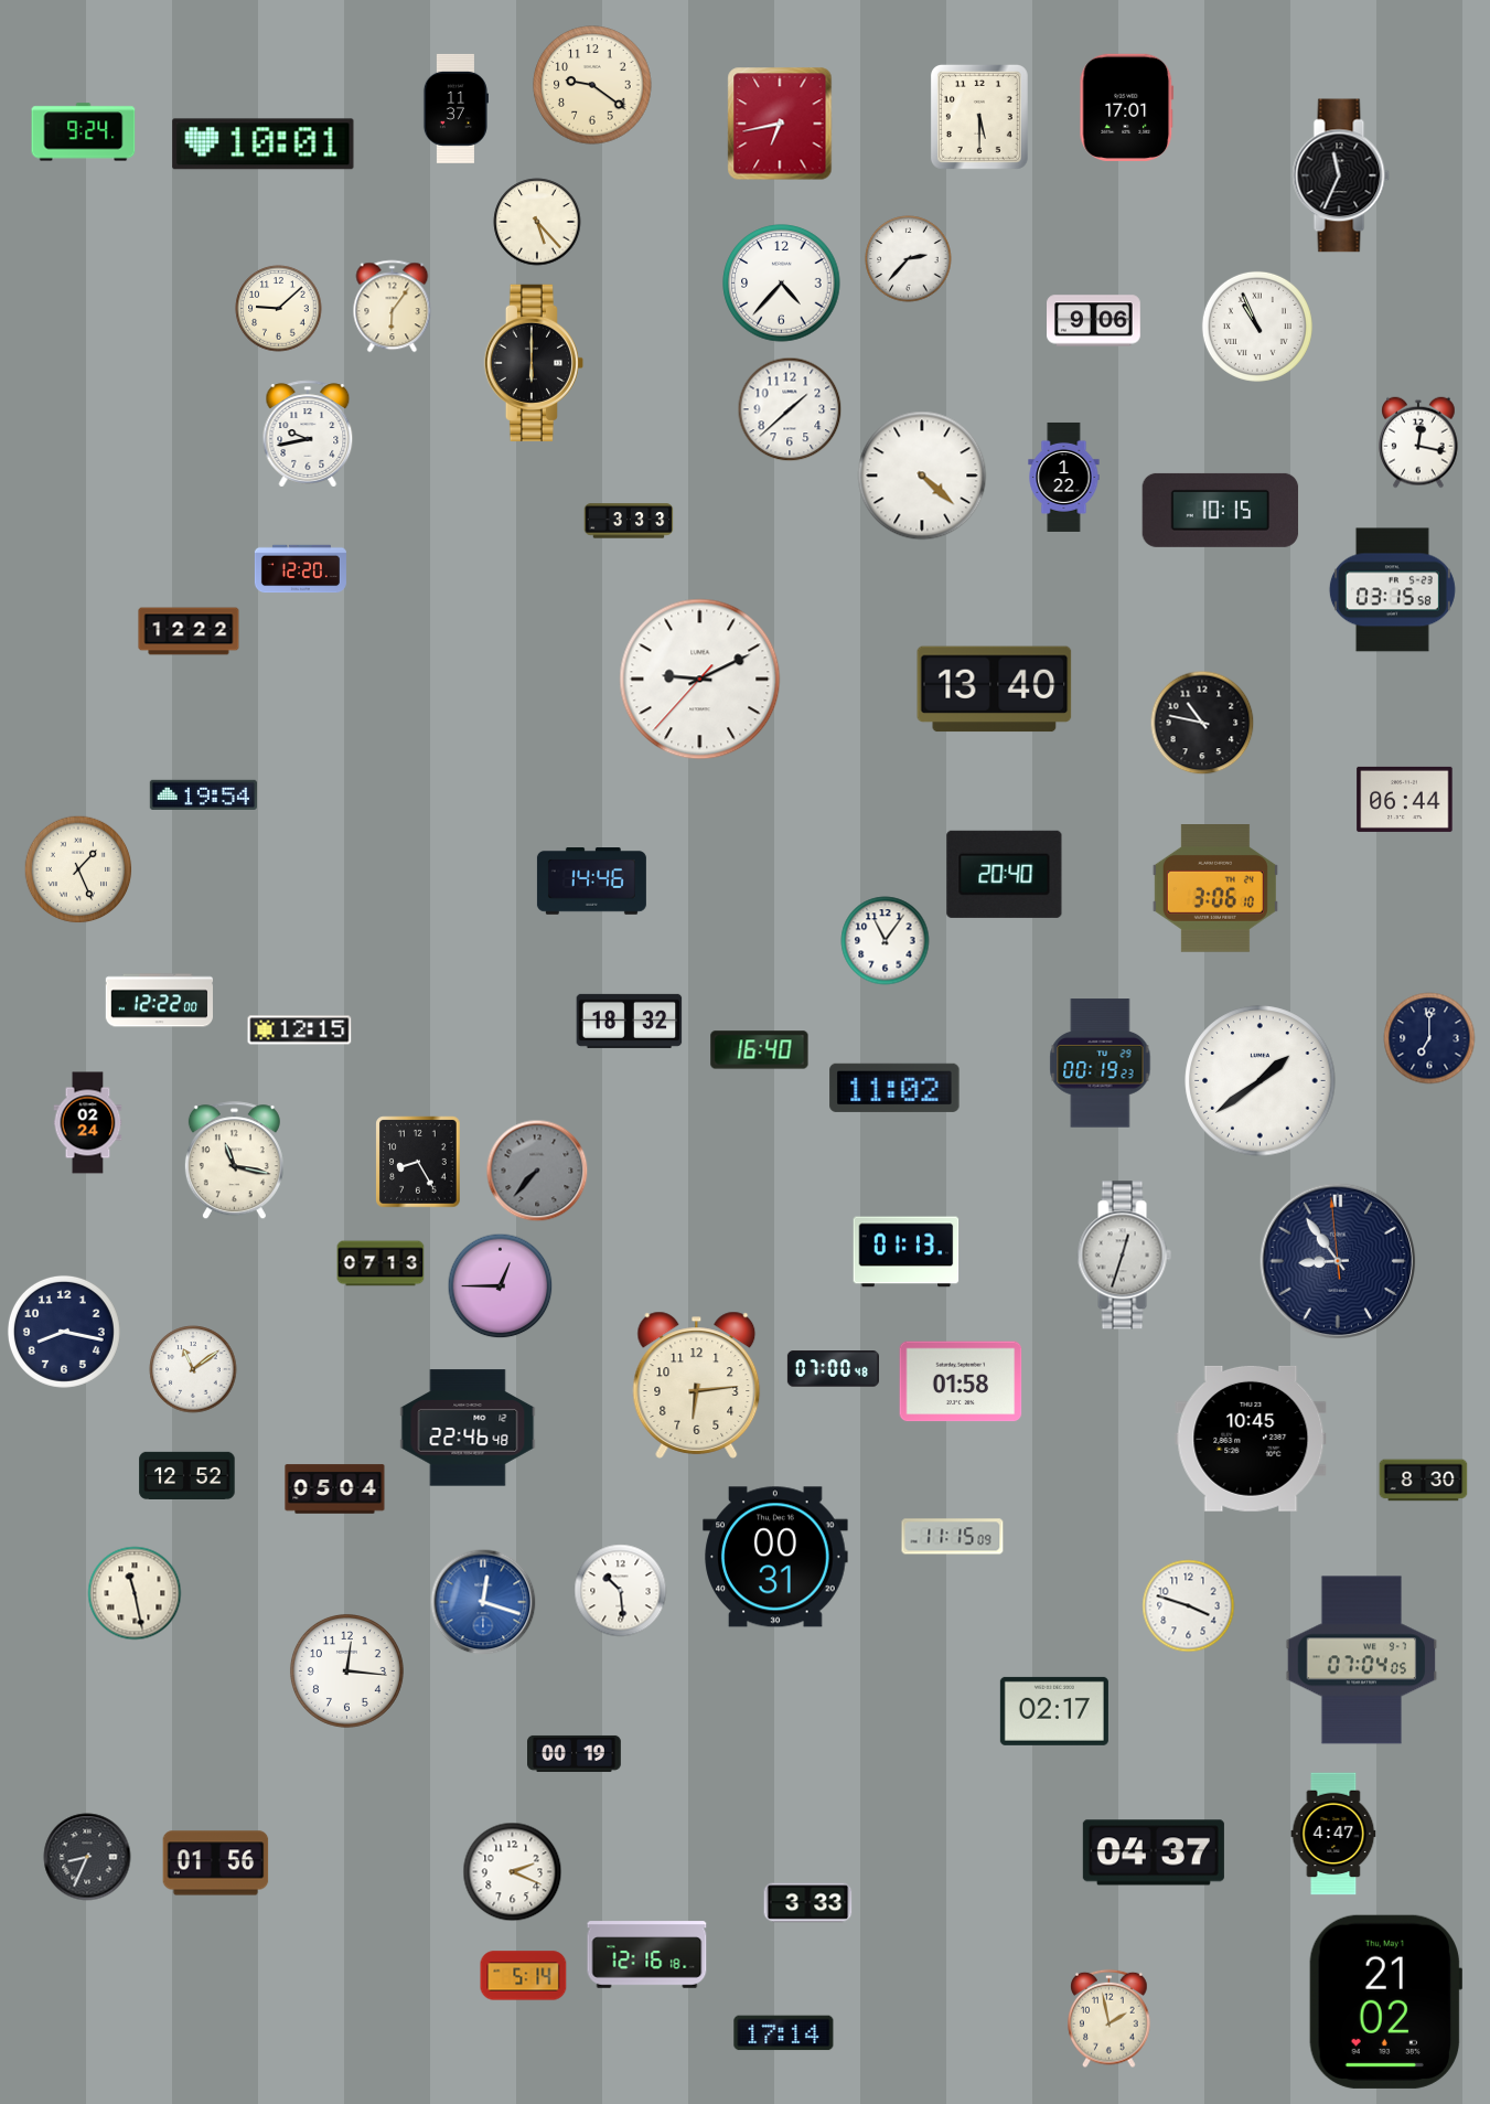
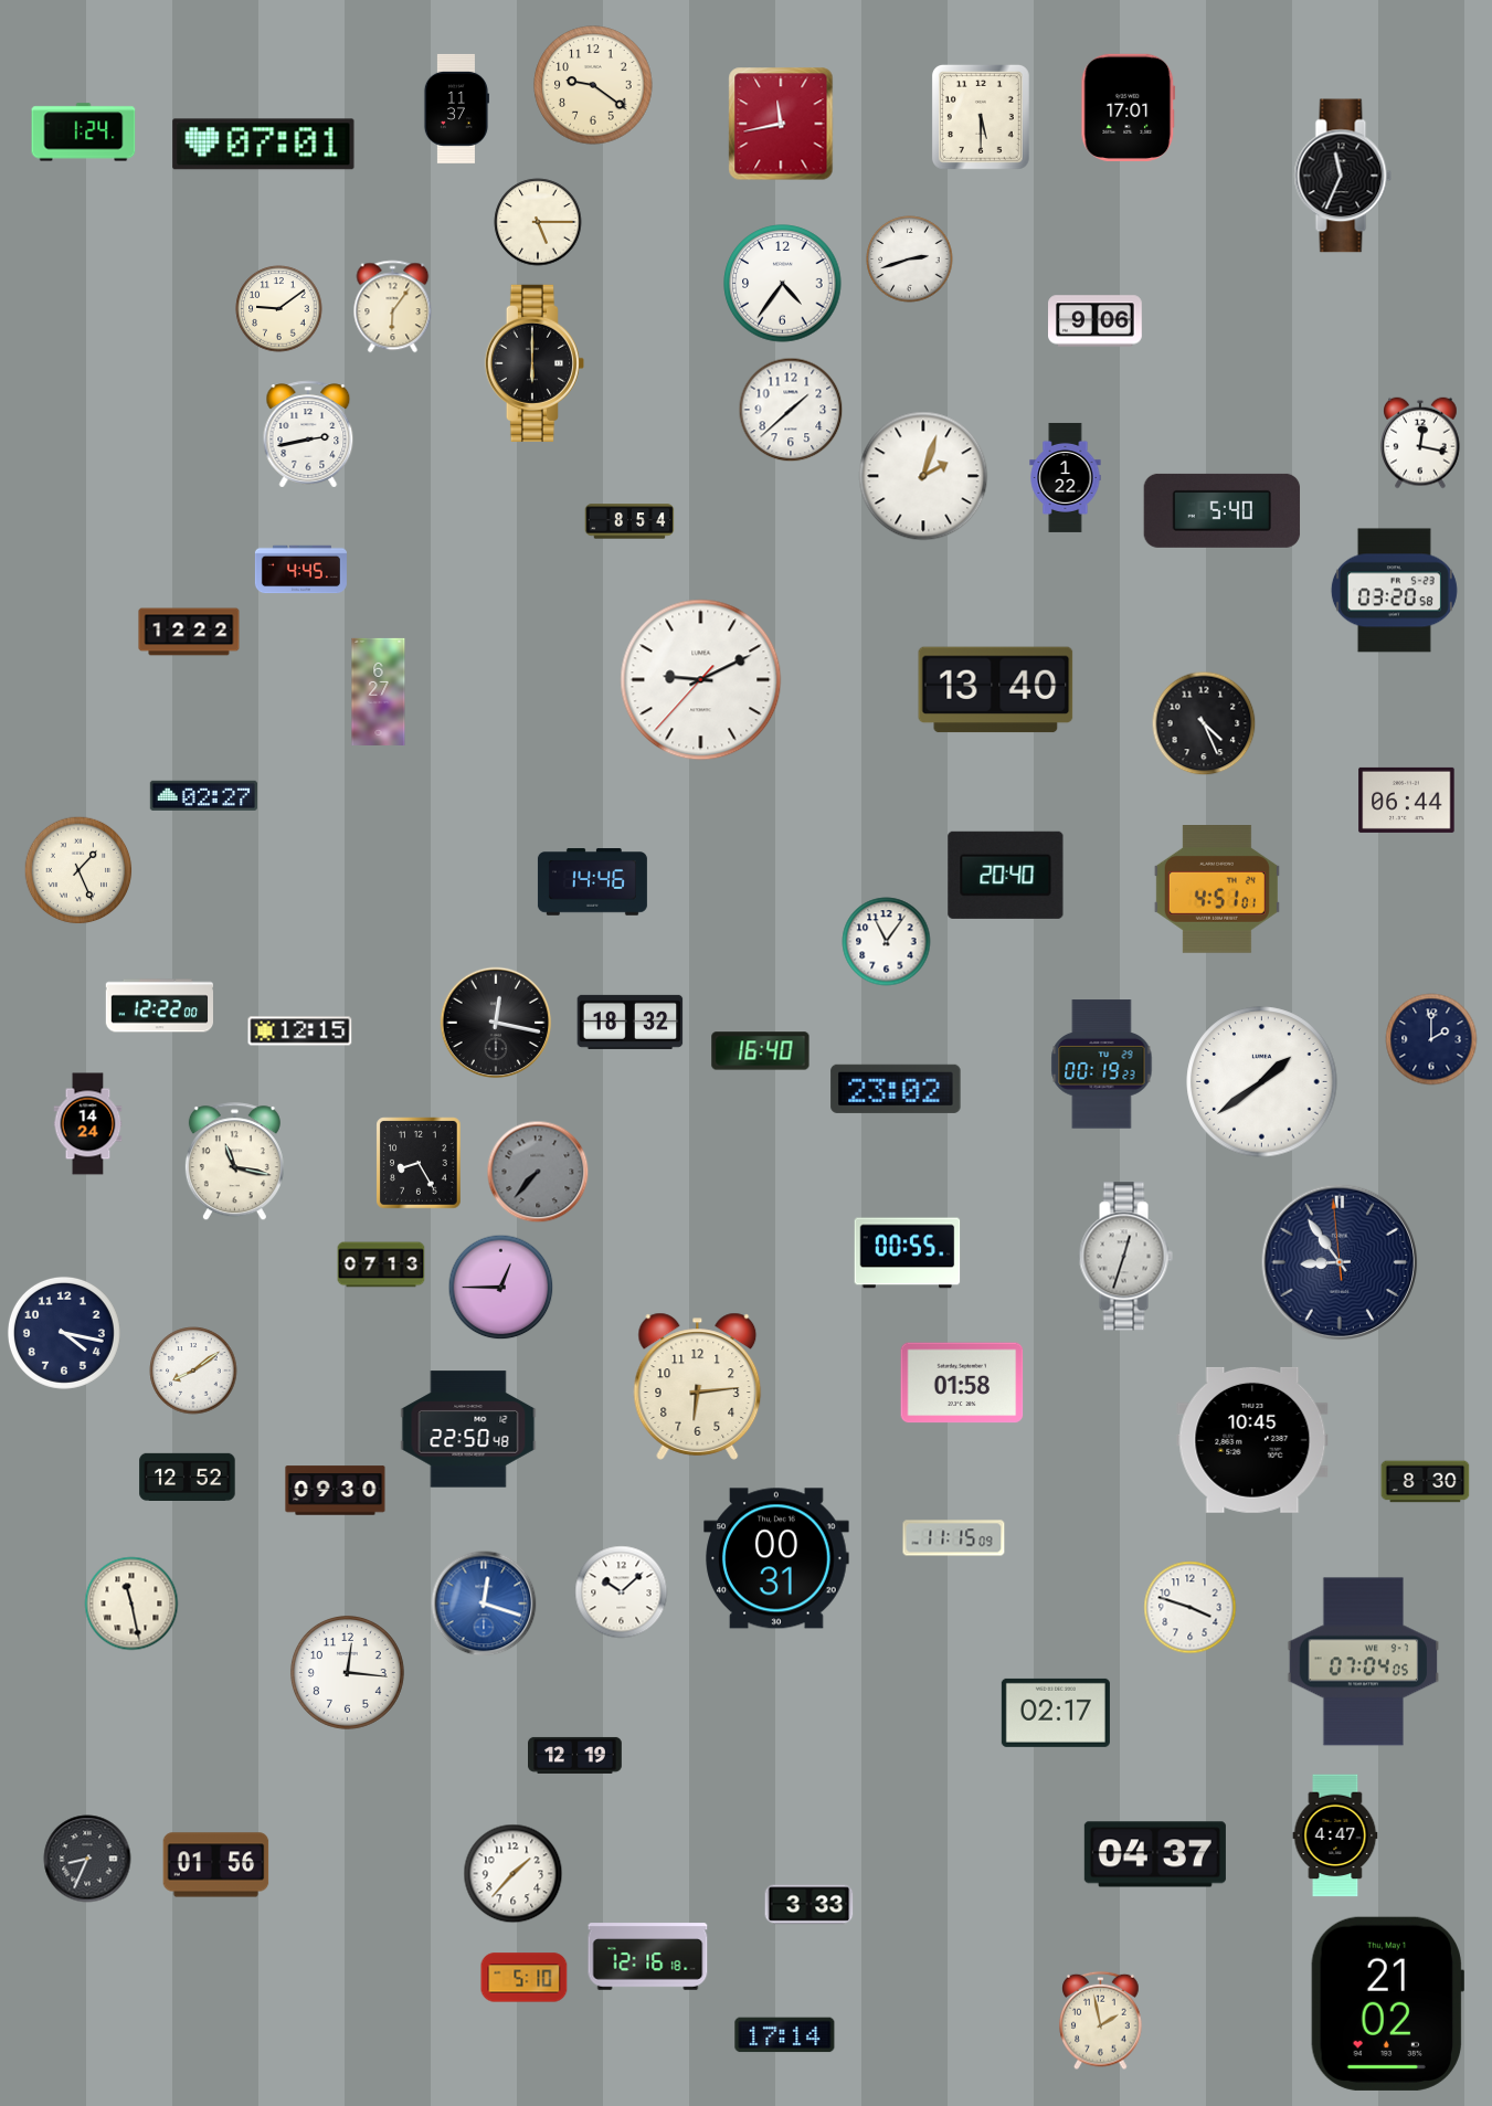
clock at (780, 124): 6:43 -> 11:43
clock at (84, 132): 9:24 -> 1:24
clock at (264, 145): 10:01 -> 07:01
clock at (537, 222): 5:23 -> 5:15
clock at (909, 259): 2:37 -> 2:42
clock at (782, 284): 4:37 -> 4:36
clock at (279, 309): 9:08 -> 9:09
clock at (1257, 327): 10:56 -> none
clock at (308, 434): 9:43 -> 2:43
clock at (922, 476): 4:22 -> 2:03
clock at (1221, 510): 10:15 -> 5:40
clock at (629, 521): 3:33 -> 8:54
clock at (300, 569): 12:20 -> 4:45
clock at (1392, 590): 03:15 -> 03:20
clock at (379, 691): none -> 6:27
clock at (1202, 723): 10:47 -> 4:26
clock at (203, 794): 19:54 -> 02:27
clock at (1215, 889): 3:06 -> 4:51
clock at (159, 1001) position: (159, 1001) -> (159, 1006)
clock at (496, 1023): none -> 12:17
clock at (1429, 1038): 7:00 -> 2:00
clock at (894, 1088): 11:02 -> 23:02
clock at (88, 1123): 02:24 -> 14:24
clock at (907, 1252): 01:13 -> 00:55
clock at (64, 1332): 8:17 -> 4:17
clock at (193, 1369): 11:09 -> 8:09
clock at (833, 1369): 07:00 -> none
clock at (468, 1428): 22:46 -> 22:50
clock at (335, 1489): 05:04 -> 09:30
clock at (621, 1591): 10:29 -> 10:08
clock at (135, 1593) position: (135, 1593) -> (131, 1604)
clock at (575, 1753): 00:19 -> 12:19
clock at (513, 1872): 2:19 -> 1:37
clock at (524, 1976): 5:14 -> 5:10
clock at (1110, 2019) position: (1110, 2019) -> (1101, 2021)
